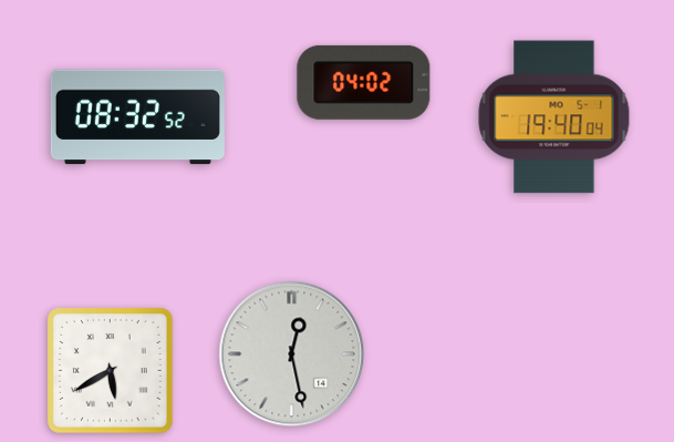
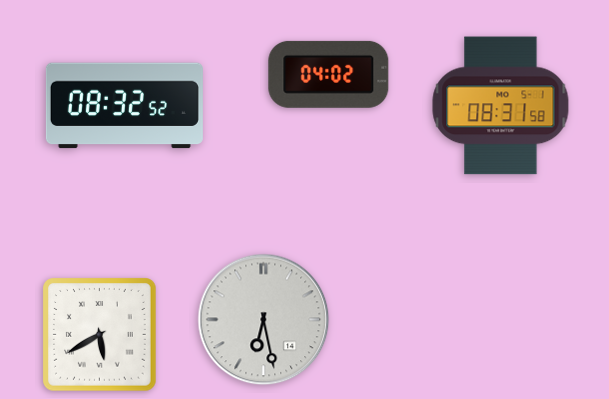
clock at (554, 117): 19:40 -> 08:31
clock at (292, 354): 12:28 -> 6:28
